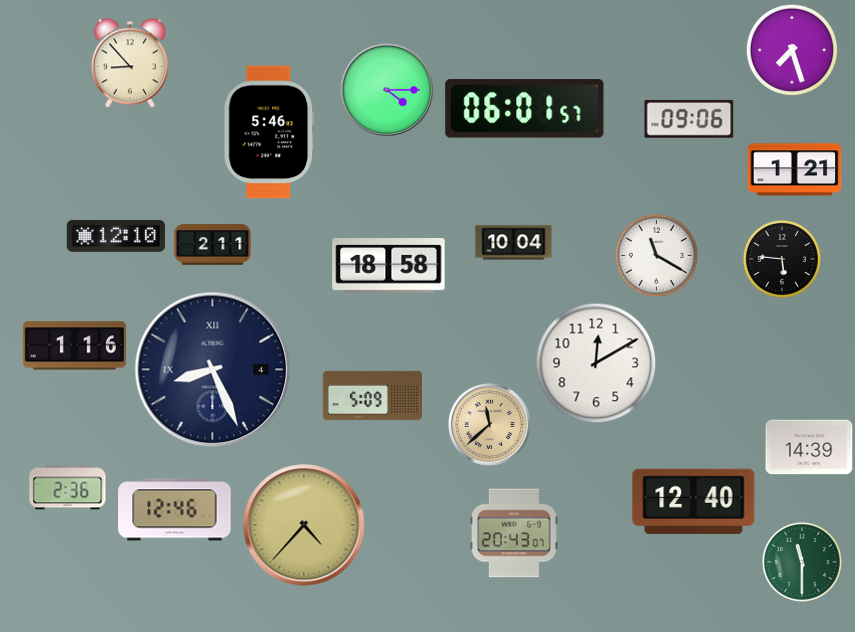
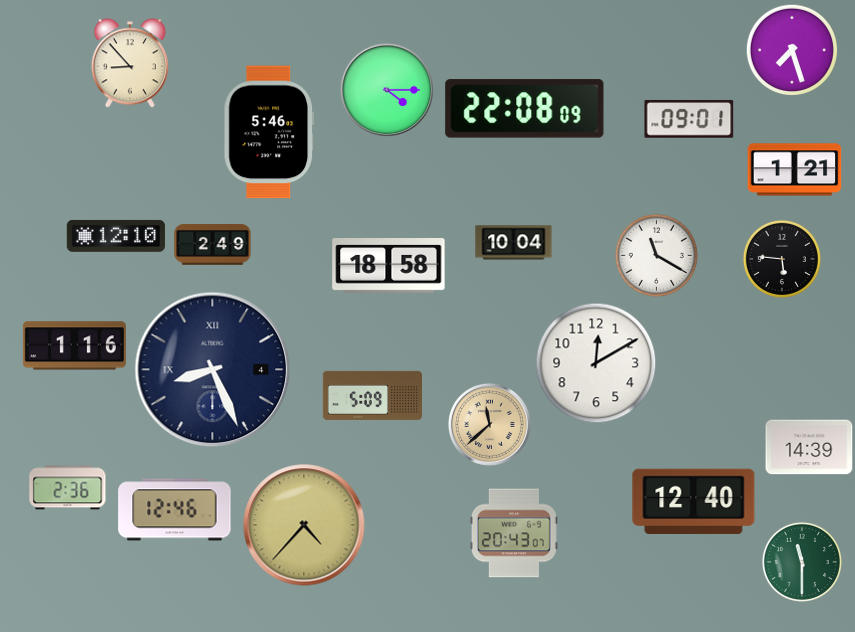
clock at (525, 109): 06:01 -> 22:08
clock at (689, 119): 09:06 -> 09:01
clock at (213, 245): 2:11 -> 2:49
